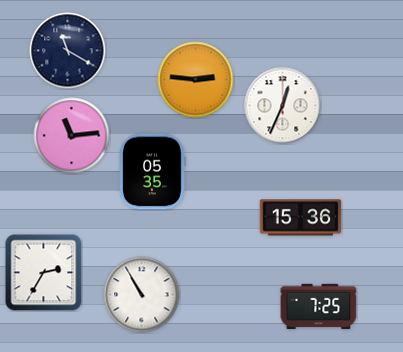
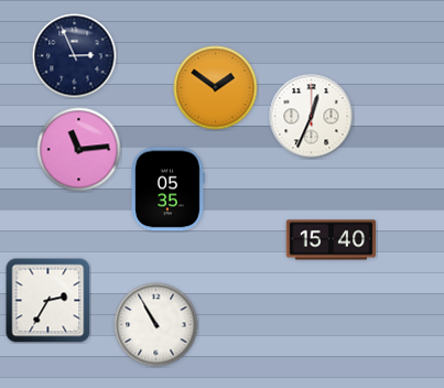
clock at (68, 51): 11:20 -> 2:56
clock at (196, 80): 2:46 -> 1:51
clock at (301, 218): 15:36 -> 15:40
clock at (319, 306): 7:25 -> none
